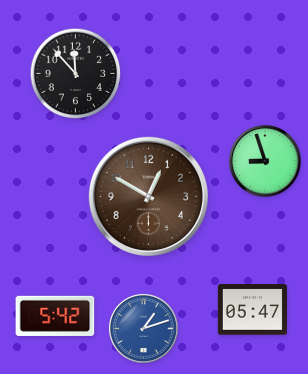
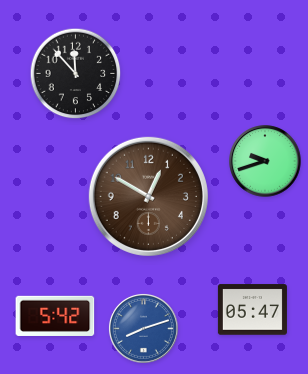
clock at (265, 161): 8:57 -> 9:42
clock at (143, 328): 1:12 -> 8:12
